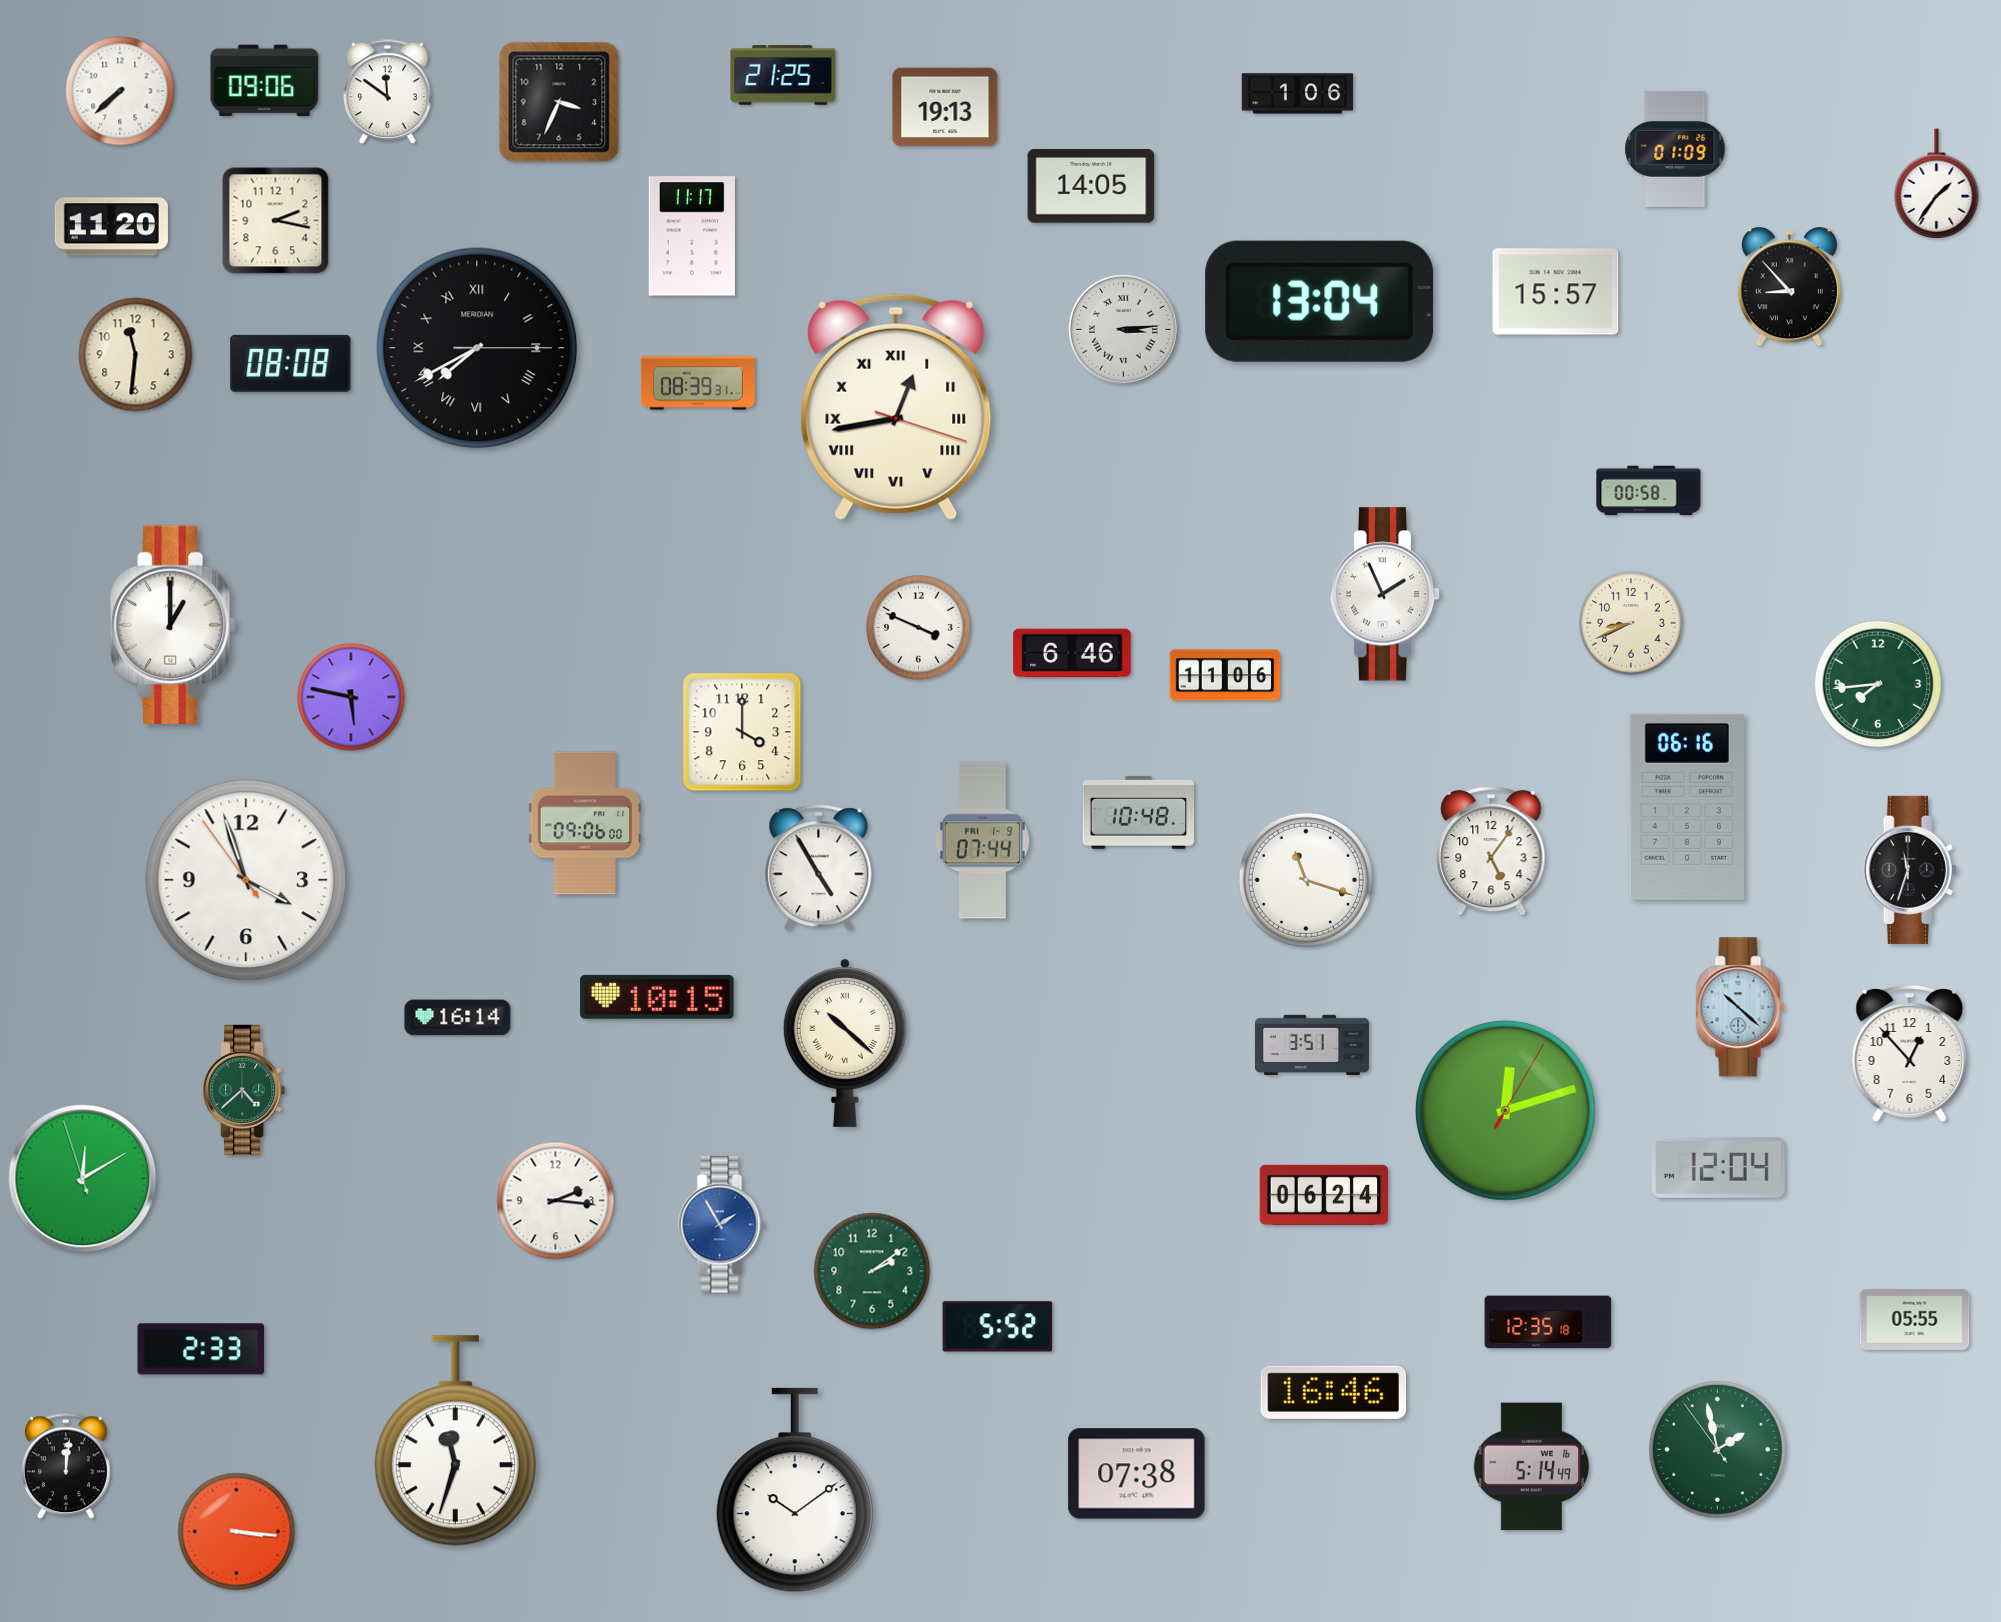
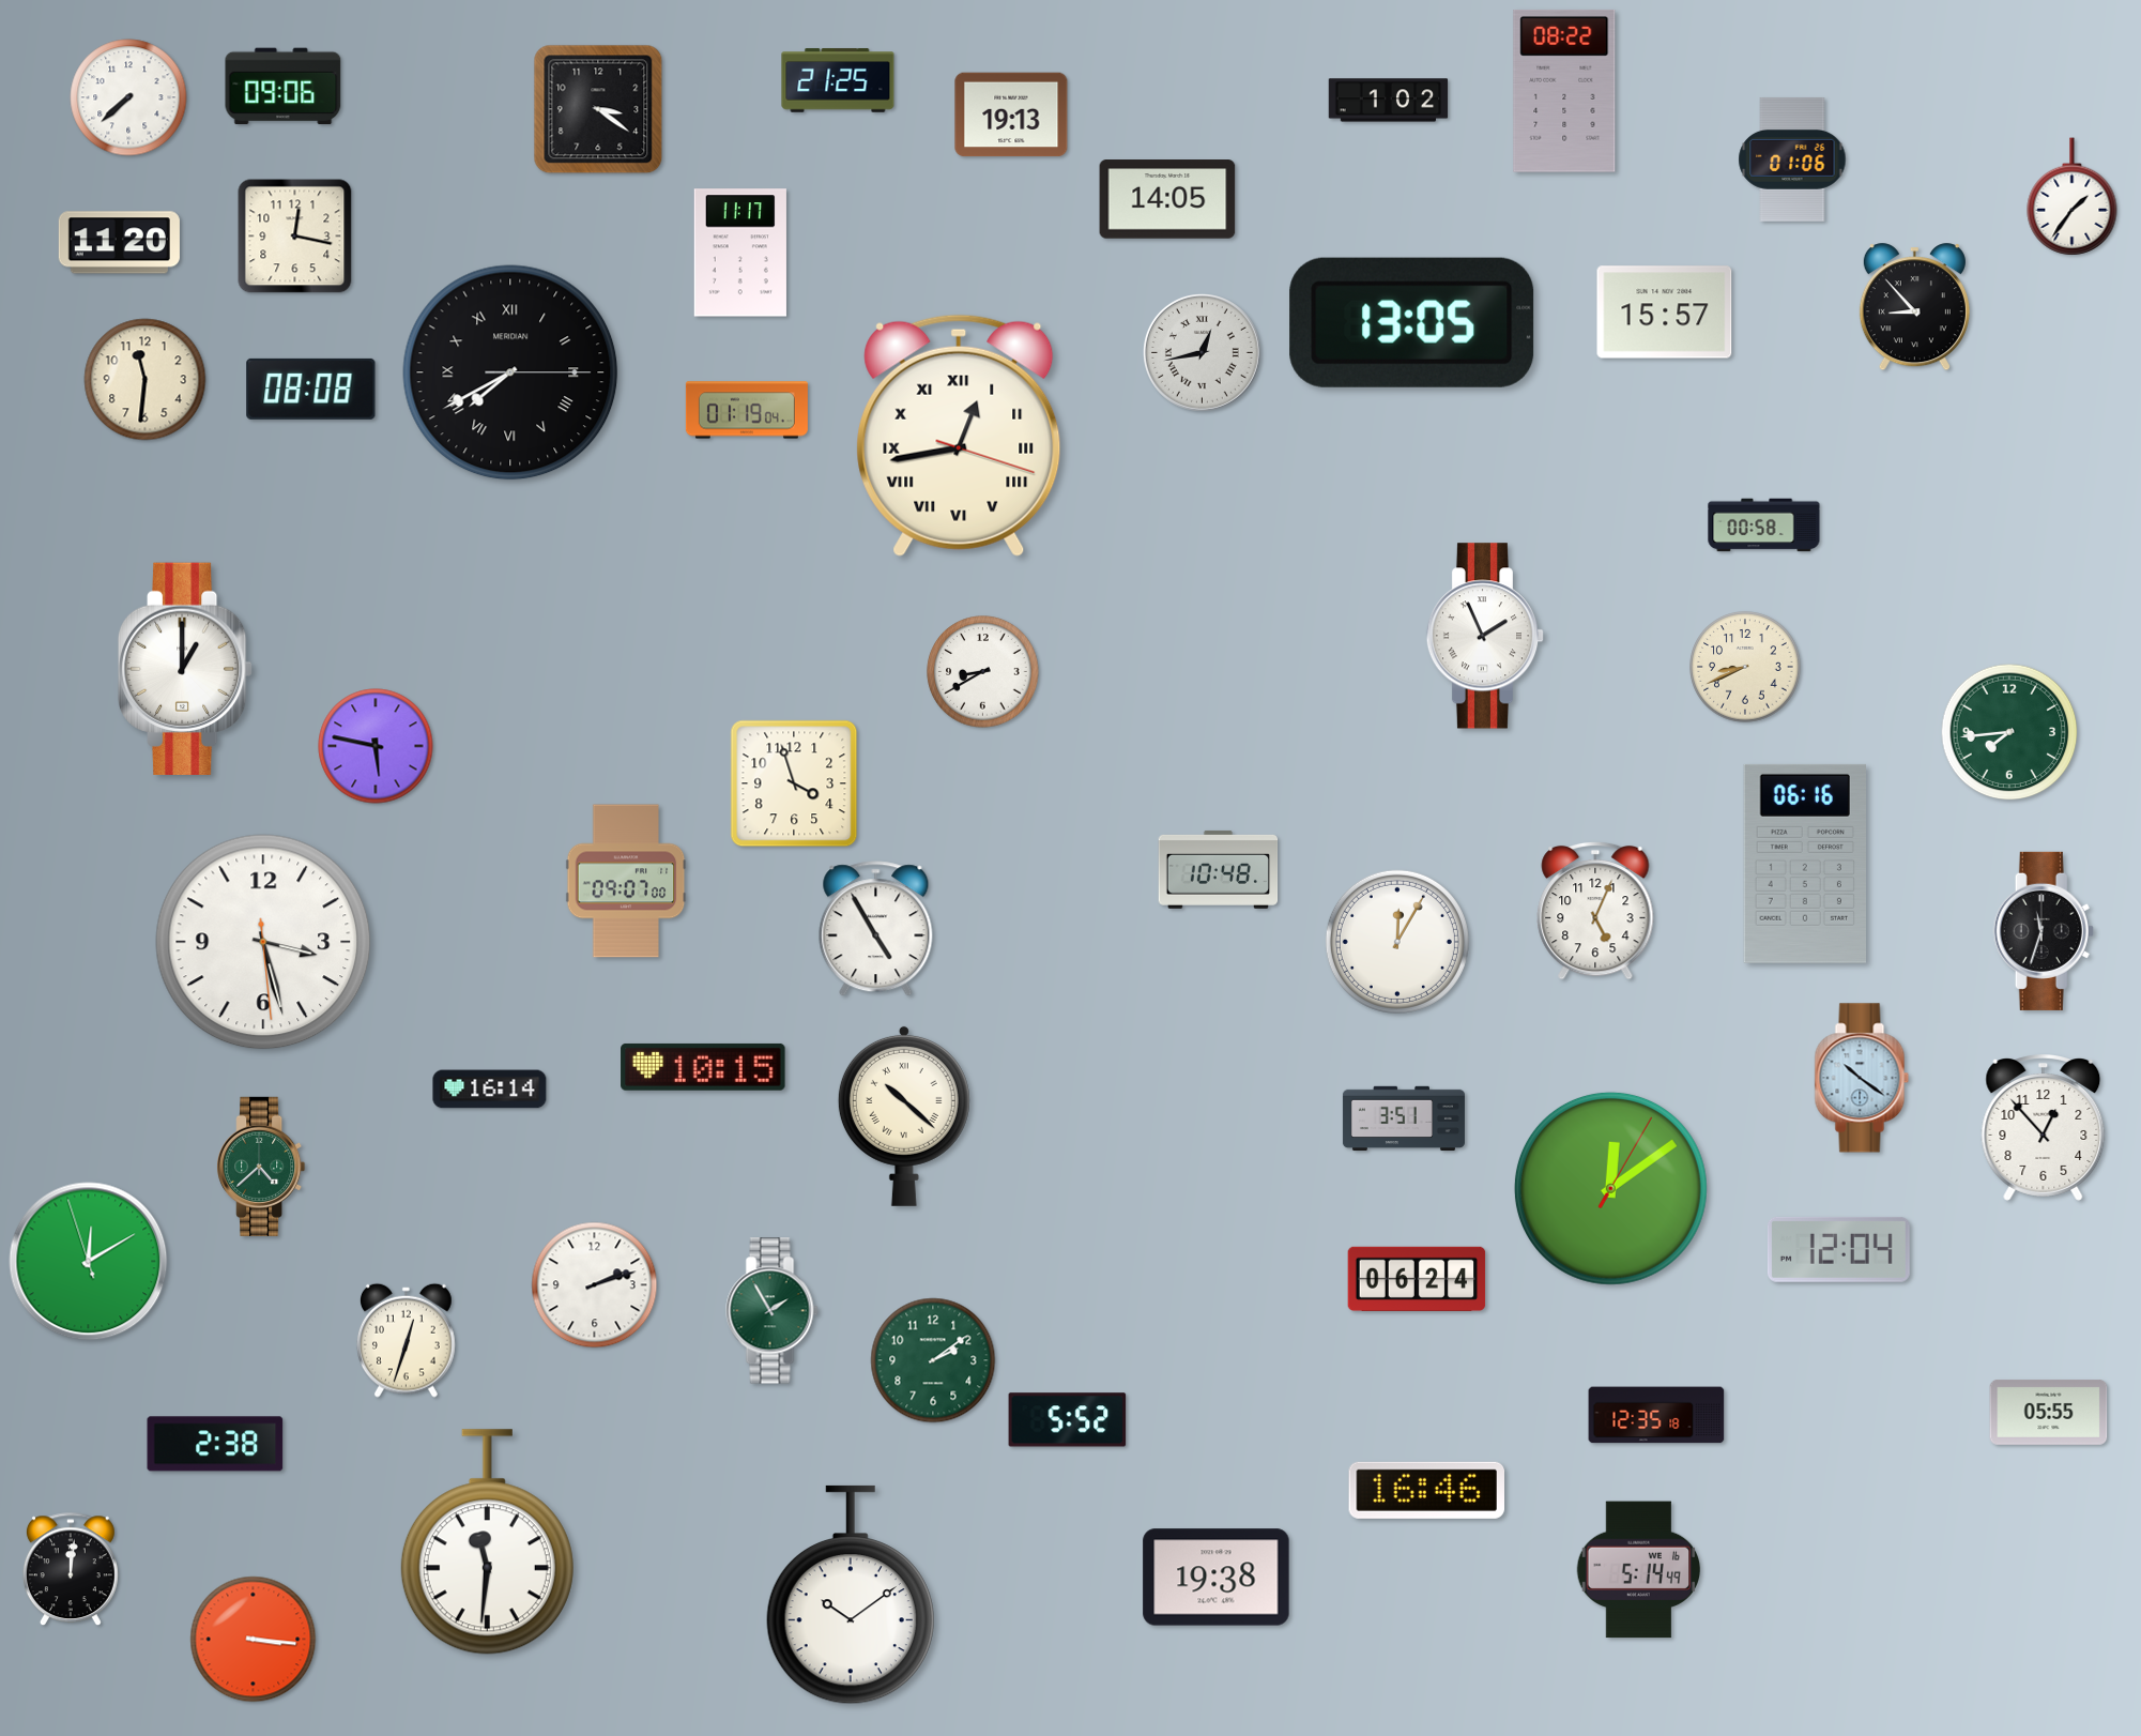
clock at (1564, 91): none -> 08:22
clock at (388, 92): 11:51 -> none
clock at (1298, 94): 1:06 -> 1:02
clock at (559, 102): 3:34 -> 3:21
clock at (1675, 149): 01:09 -> 01:06
clock at (276, 221): 2:17 -> 12:17
clock at (1320, 301): 13:04 -> 13:05
clock at (1123, 329): 3:14 -> 12:43
clock at (698, 383): 08:39 -> 01:19
clock at (1385, 594) position: (1385, 594) -> (1485, 636)
clock at (919, 628): 3:49 -> 8:40
clock at (1072, 653): 6:46 -> none
clock at (1225, 675): 11:06 -> none
clock at (742, 732): 4:00 -> 3:57
clock at (585, 823): 09:06 -> 09:07
clock at (982, 841): 07:44 -> none
clock at (1491, 851): 5:06 -> 5:04
clock at (246, 880): 3:56 -> 3:27
clock at (1306, 880): 11:18 -> 12:05
clock at (1740, 1007): 10:22 -> 10:21
clock at (1505, 1110): 12:12 -> 12:09
clock at (556, 1201): 2:16 -> 2:12
clock at (722, 1225) dial: blue -> green
clock at (406, 1340): none -> 12:33
clock at (201, 1349): 2:33 -> 2:38
clock at (455, 1441): 11:33 -> 11:31
clock at (1717, 1449): 1:57 -> none
clock at (1137, 1474): 07:38 -> 19:38
